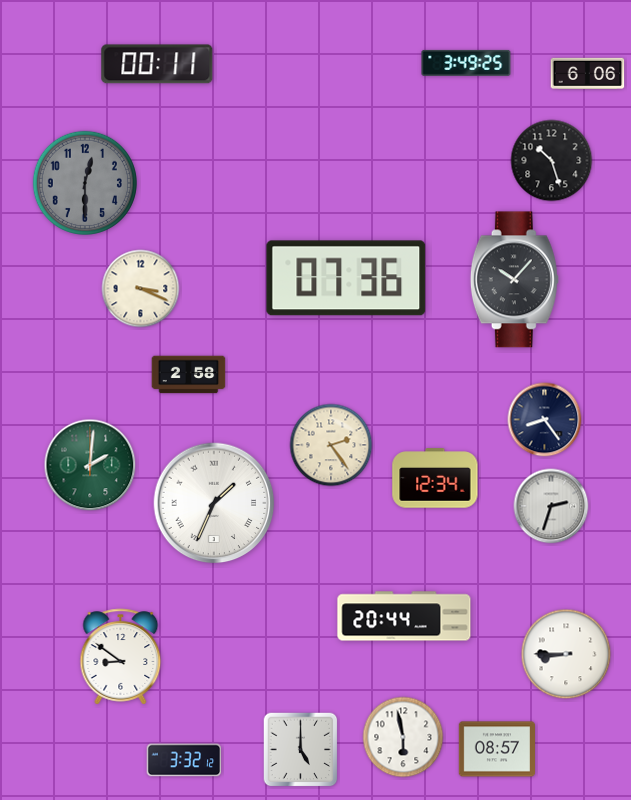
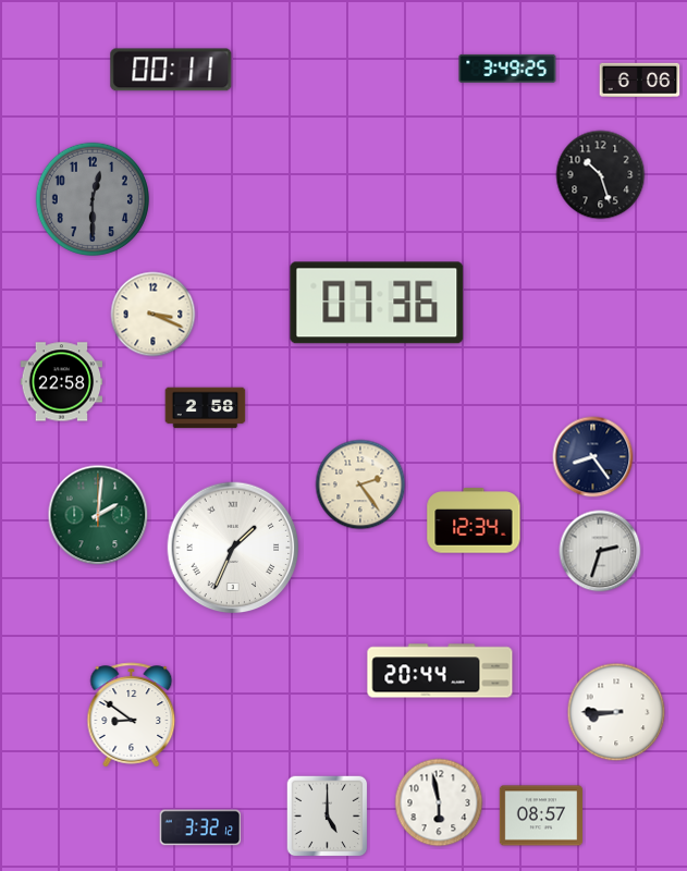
clock at (514, 280): 10:07 -> none
clock at (62, 382): none -> 22:58
clock at (90, 465) position: (90, 465) -> (98, 515)
